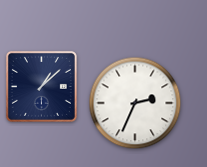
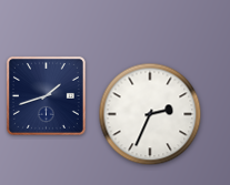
clock at (41, 86): 1:08 -> 1:42
